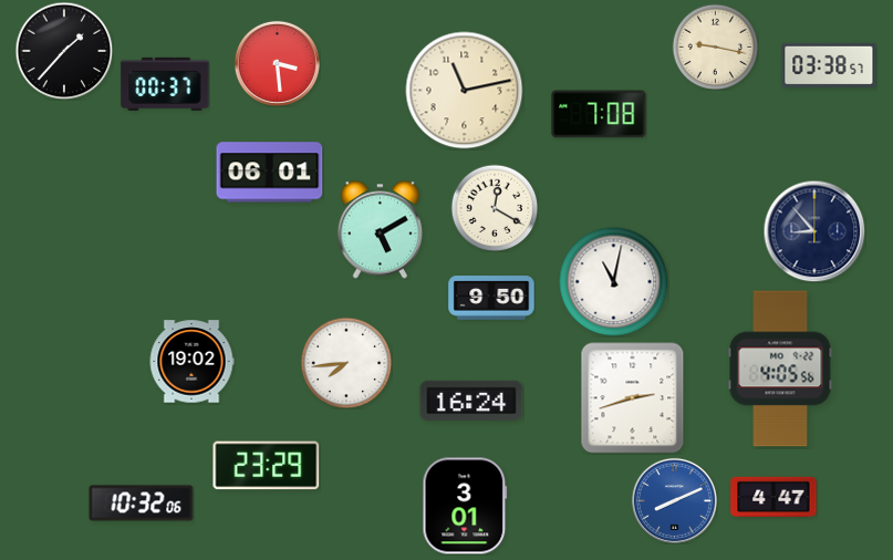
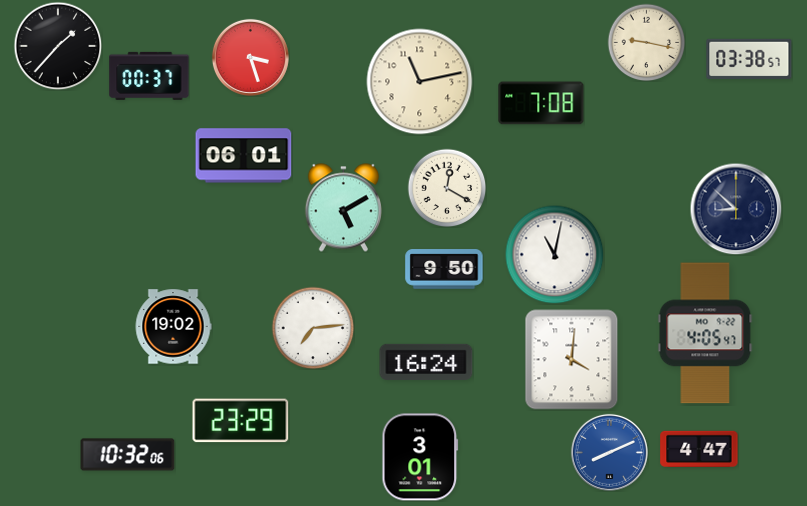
clock at (277, 63): 3:29 -> 3:27
clock at (814, 231): 8:53 -> 8:52
clock at (346, 363): 7:44 -> 7:14
clock at (780, 369): 4:05:56 -> 4:05:47
clock at (633, 398): 2:42 -> 4:01
